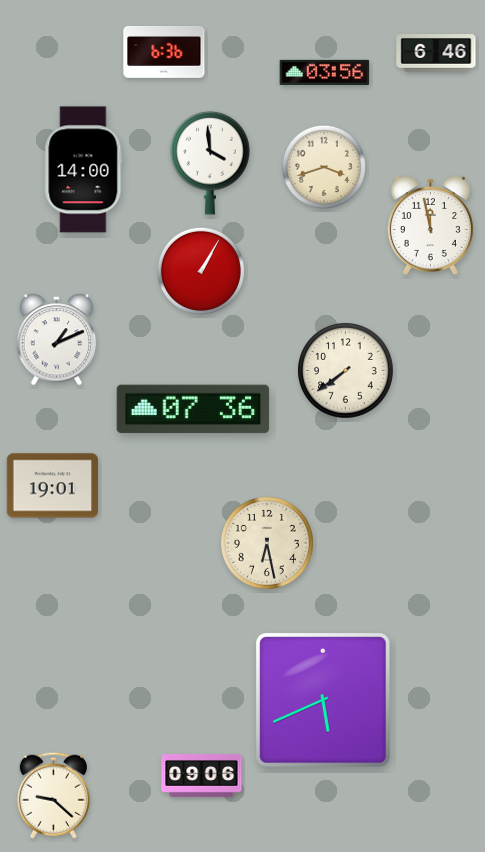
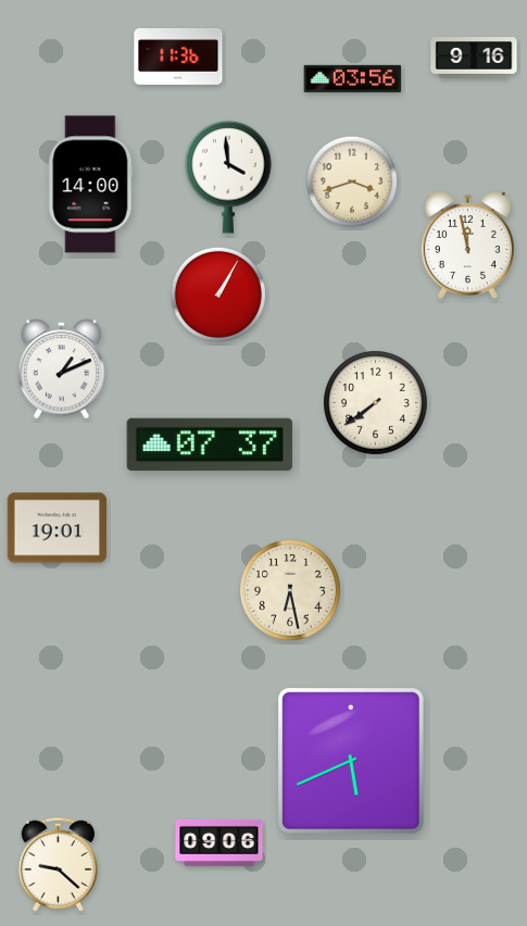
clock at (164, 52): 6:36 -> 11:36
clock at (436, 54): 6:46 -> 9:16
clock at (193, 409): 07:36 -> 07:37
